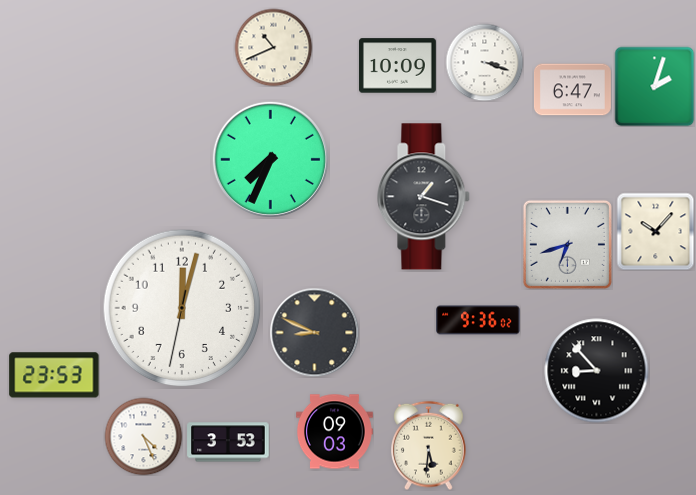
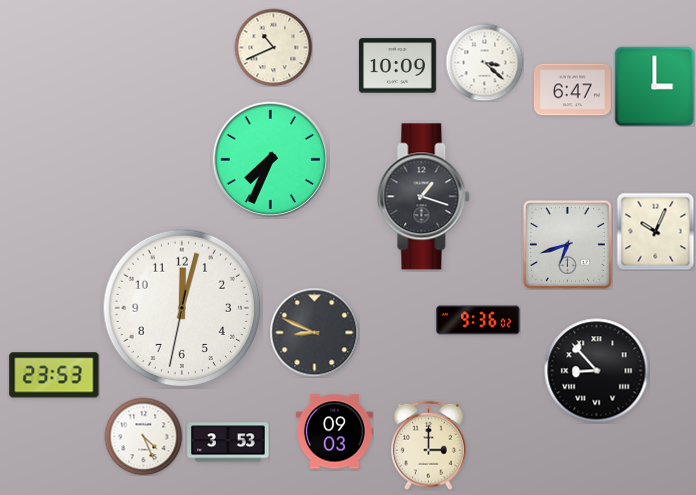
clock at (484, 62): 3:18 -> 3:22
clock at (654, 86): 2:03 -> 3:00
clock at (655, 231): 10:07 -> 10:04
clock at (429, 445): 5:31 -> 3:00
